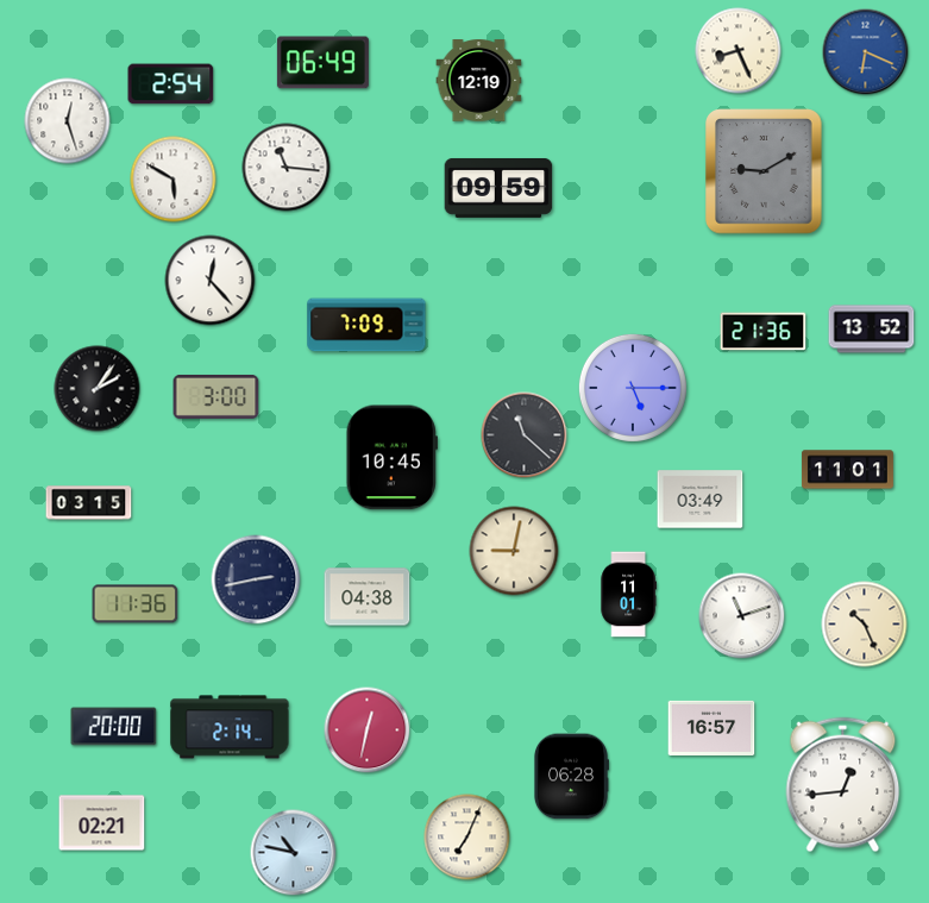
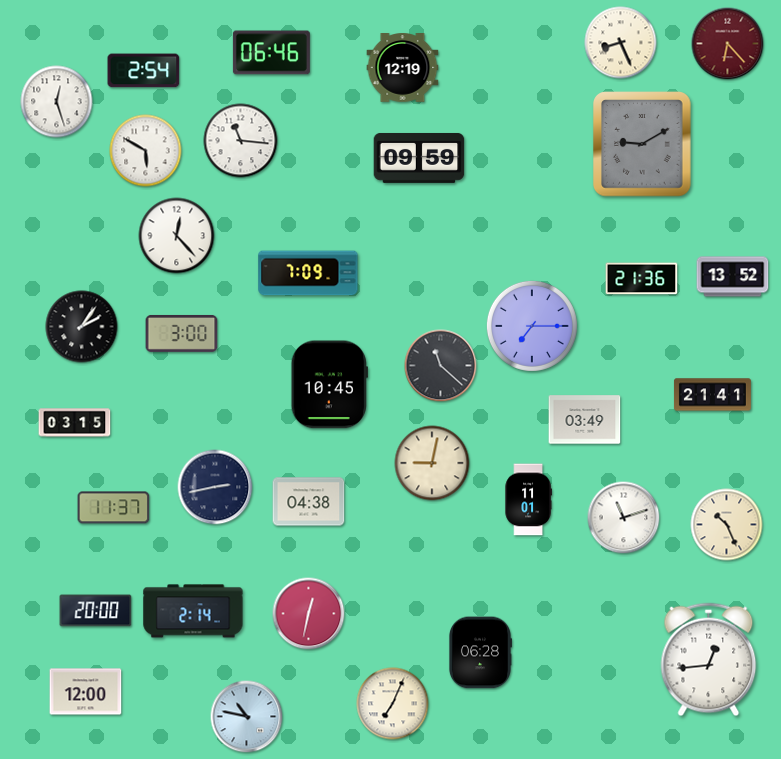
clock at (866, 52): 6:19 -> 6:23
clock at (866, 52) dial: blue -> burgundy
clock at (322, 63): 06:49 -> 06:46
clock at (633, 388): 5:15 -> 7:15
clock at (847, 470): 11:01 -> 21:41
clock at (701, 500) position: (701, 500) -> (585, 420)
clock at (136, 604): 11:36 -> 11:37
clock at (711, 728): 16:57 -> none
clock at (102, 823): 02:21 -> 12:00
